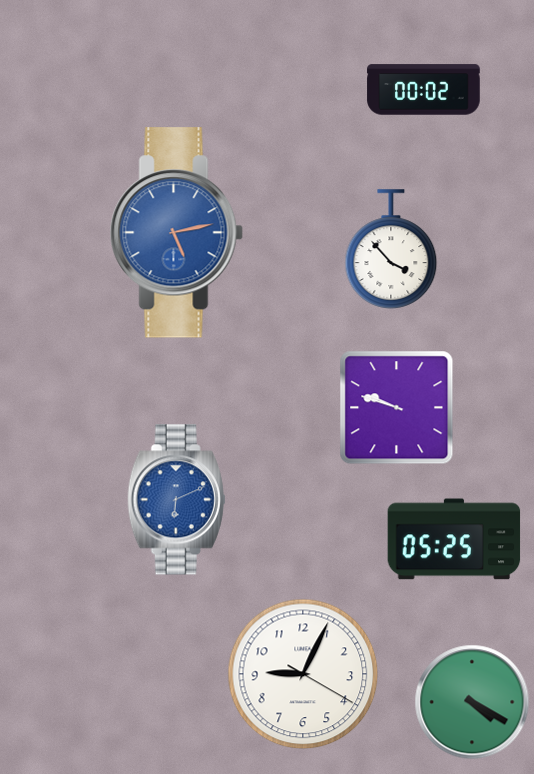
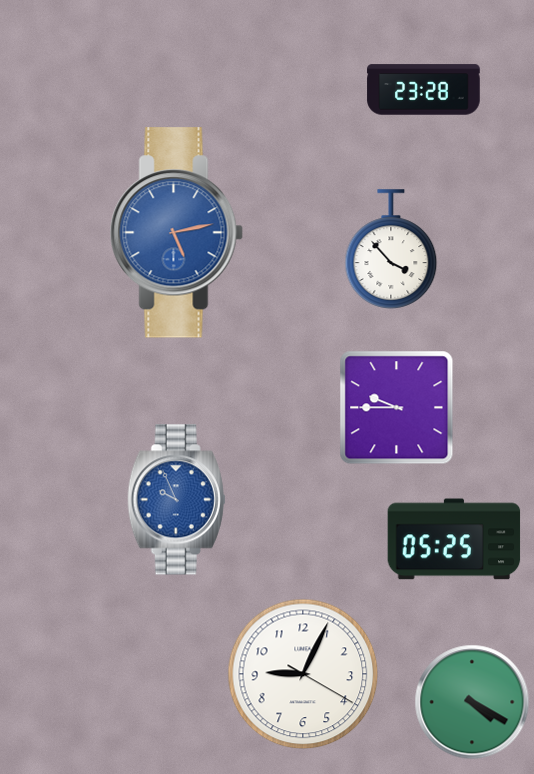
clock at (424, 90): 00:02 -> 23:28
clock at (397, 408): 9:48 -> 9:45
clock at (176, 500): 6:11 -> 9:56
